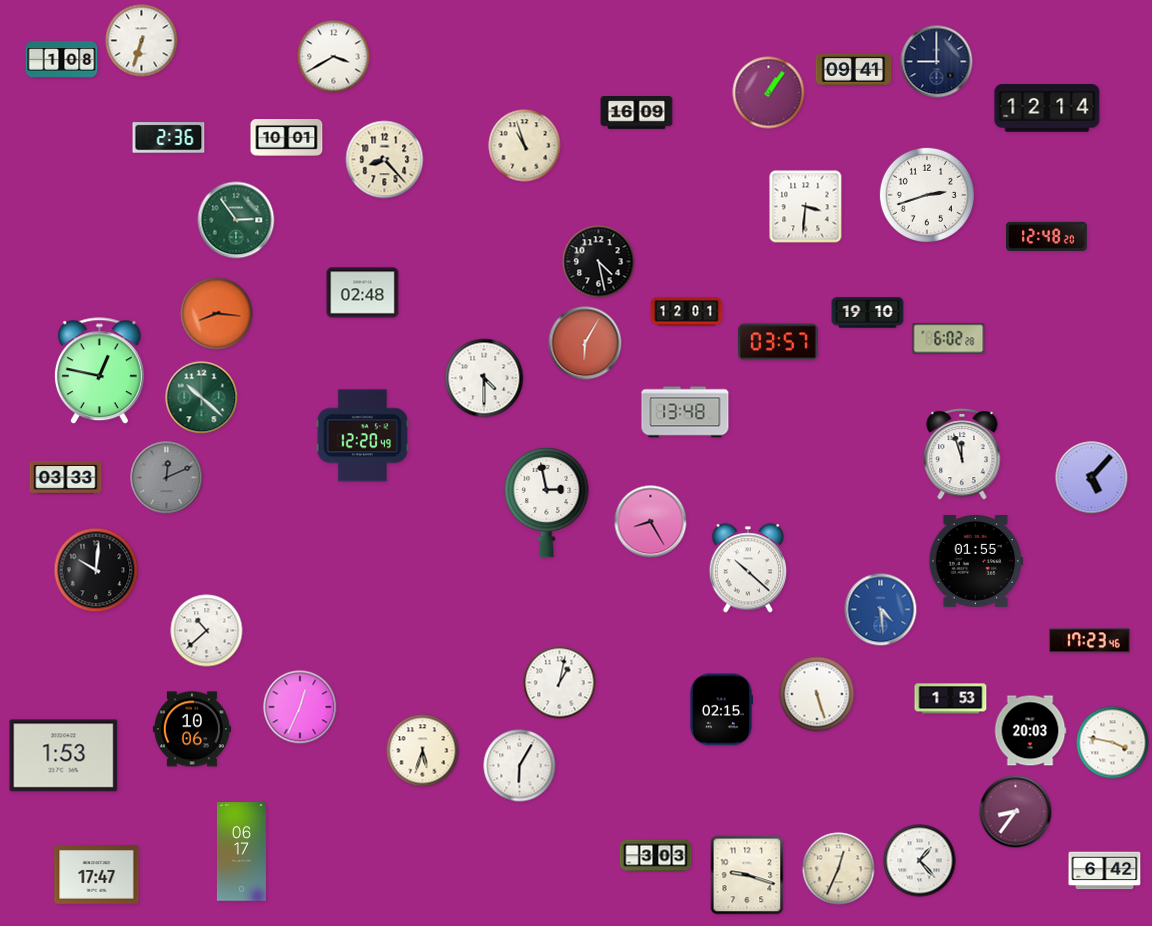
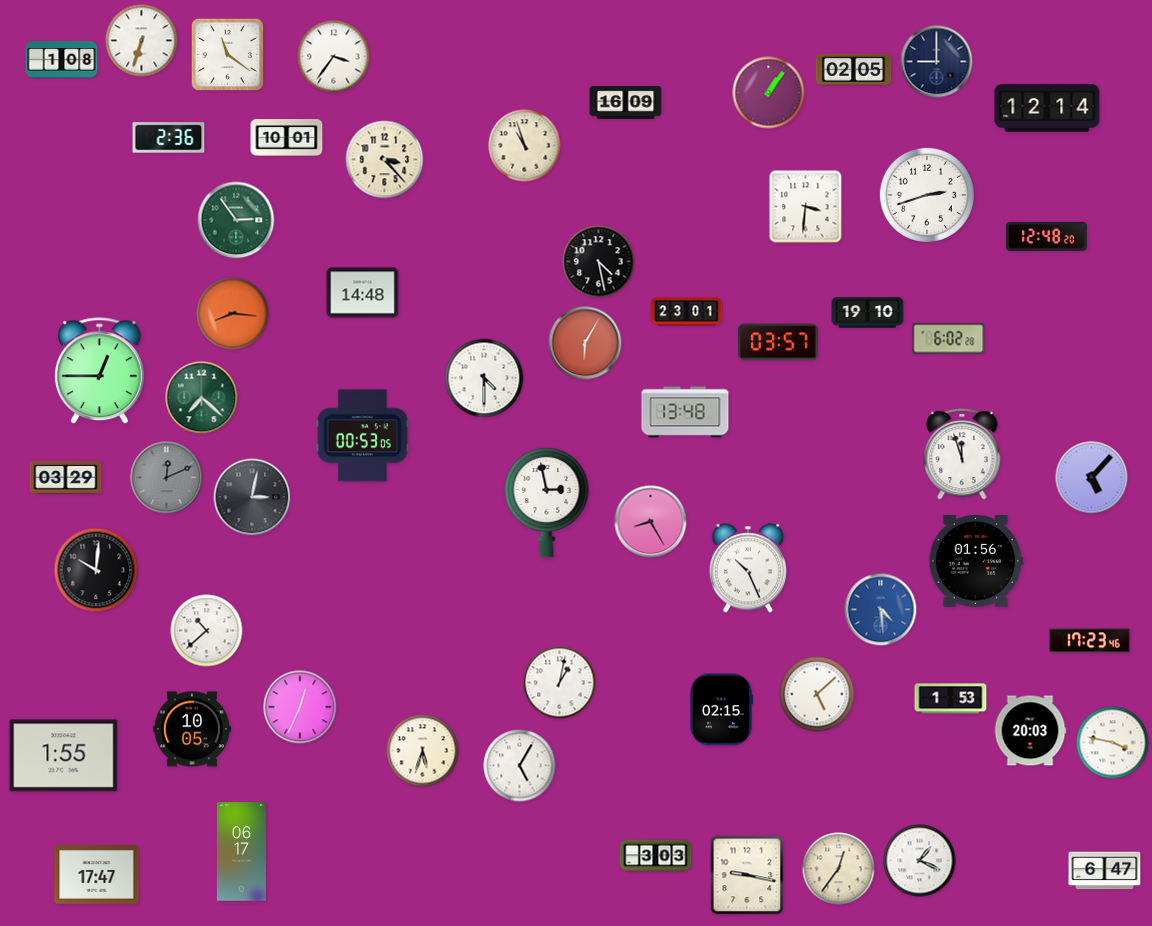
clock at (227, 54): none -> 11:21
clock at (334, 57): 3:40 -> 3:36
clock at (854, 69): 09:41 -> 02:05
clock at (637, 113) position: (637, 113) -> (626, 103)
clock at (385, 160): 8:23 -> 3:23
clock at (363, 293): 02:48 -> 14:48
clock at (687, 312): 12:01 -> 23:01
clock at (217, 314) position: (217, 314) -> (233, 314)
clock at (99, 371): 12:47 -> 12:45
clock at (202, 398): 10:22 -> 7:22
clock at (363, 436): 12:20 -> 00:53
clock at (66, 477): 03:33 -> 03:29
clock at (252, 497): none -> 3:02
clock at (975, 561): 01:55 -> 01:56
clock at (747, 568): 10:22 -> 10:26
clock at (817, 694): 5:27 -> 5:08
clock at (192, 729): 10:06 -> 10:05
clock at (64, 756): 1:53 -> 1:55
clock at (520, 766): 6:05 -> 5:05
clock at (1016, 812): 8:36 -> none
clock at (920, 861): 1:23 -> 1:19
clock at (839, 869): 12:34 -> 12:36
clock at (1105, 871): 6:42 -> 6:47
clock at (747, 875): 9:18 -> 9:17
